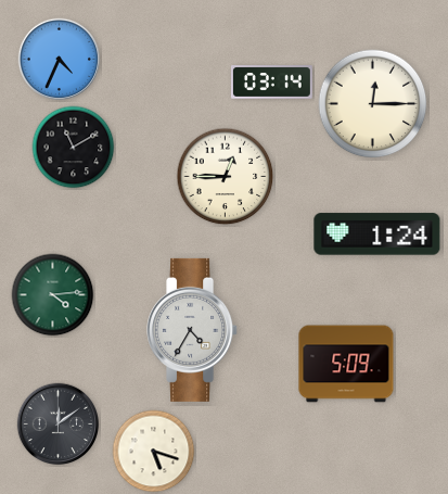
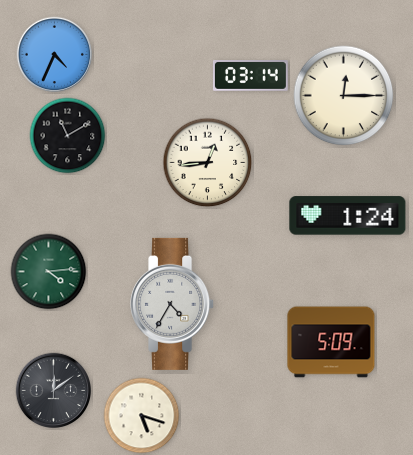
clock at (226, 177): 12:45 -> 12:44
clock at (193, 330) position: (193, 330) -> (173, 304)
clock at (346, 364) position: (346, 364) -> (331, 342)
